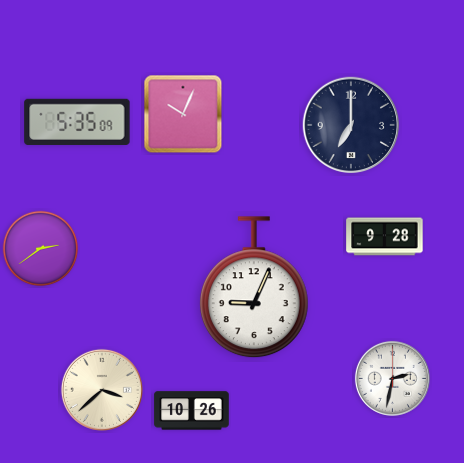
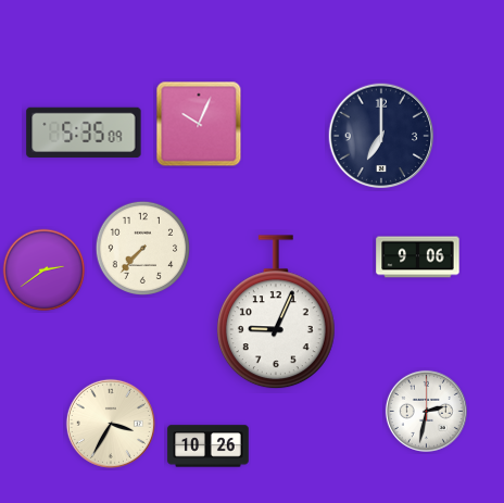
clock at (143, 249): none -> 7:37
clock at (385, 237): 9:28 -> 9:06
clock at (102, 390): 3:38 -> 3:35
